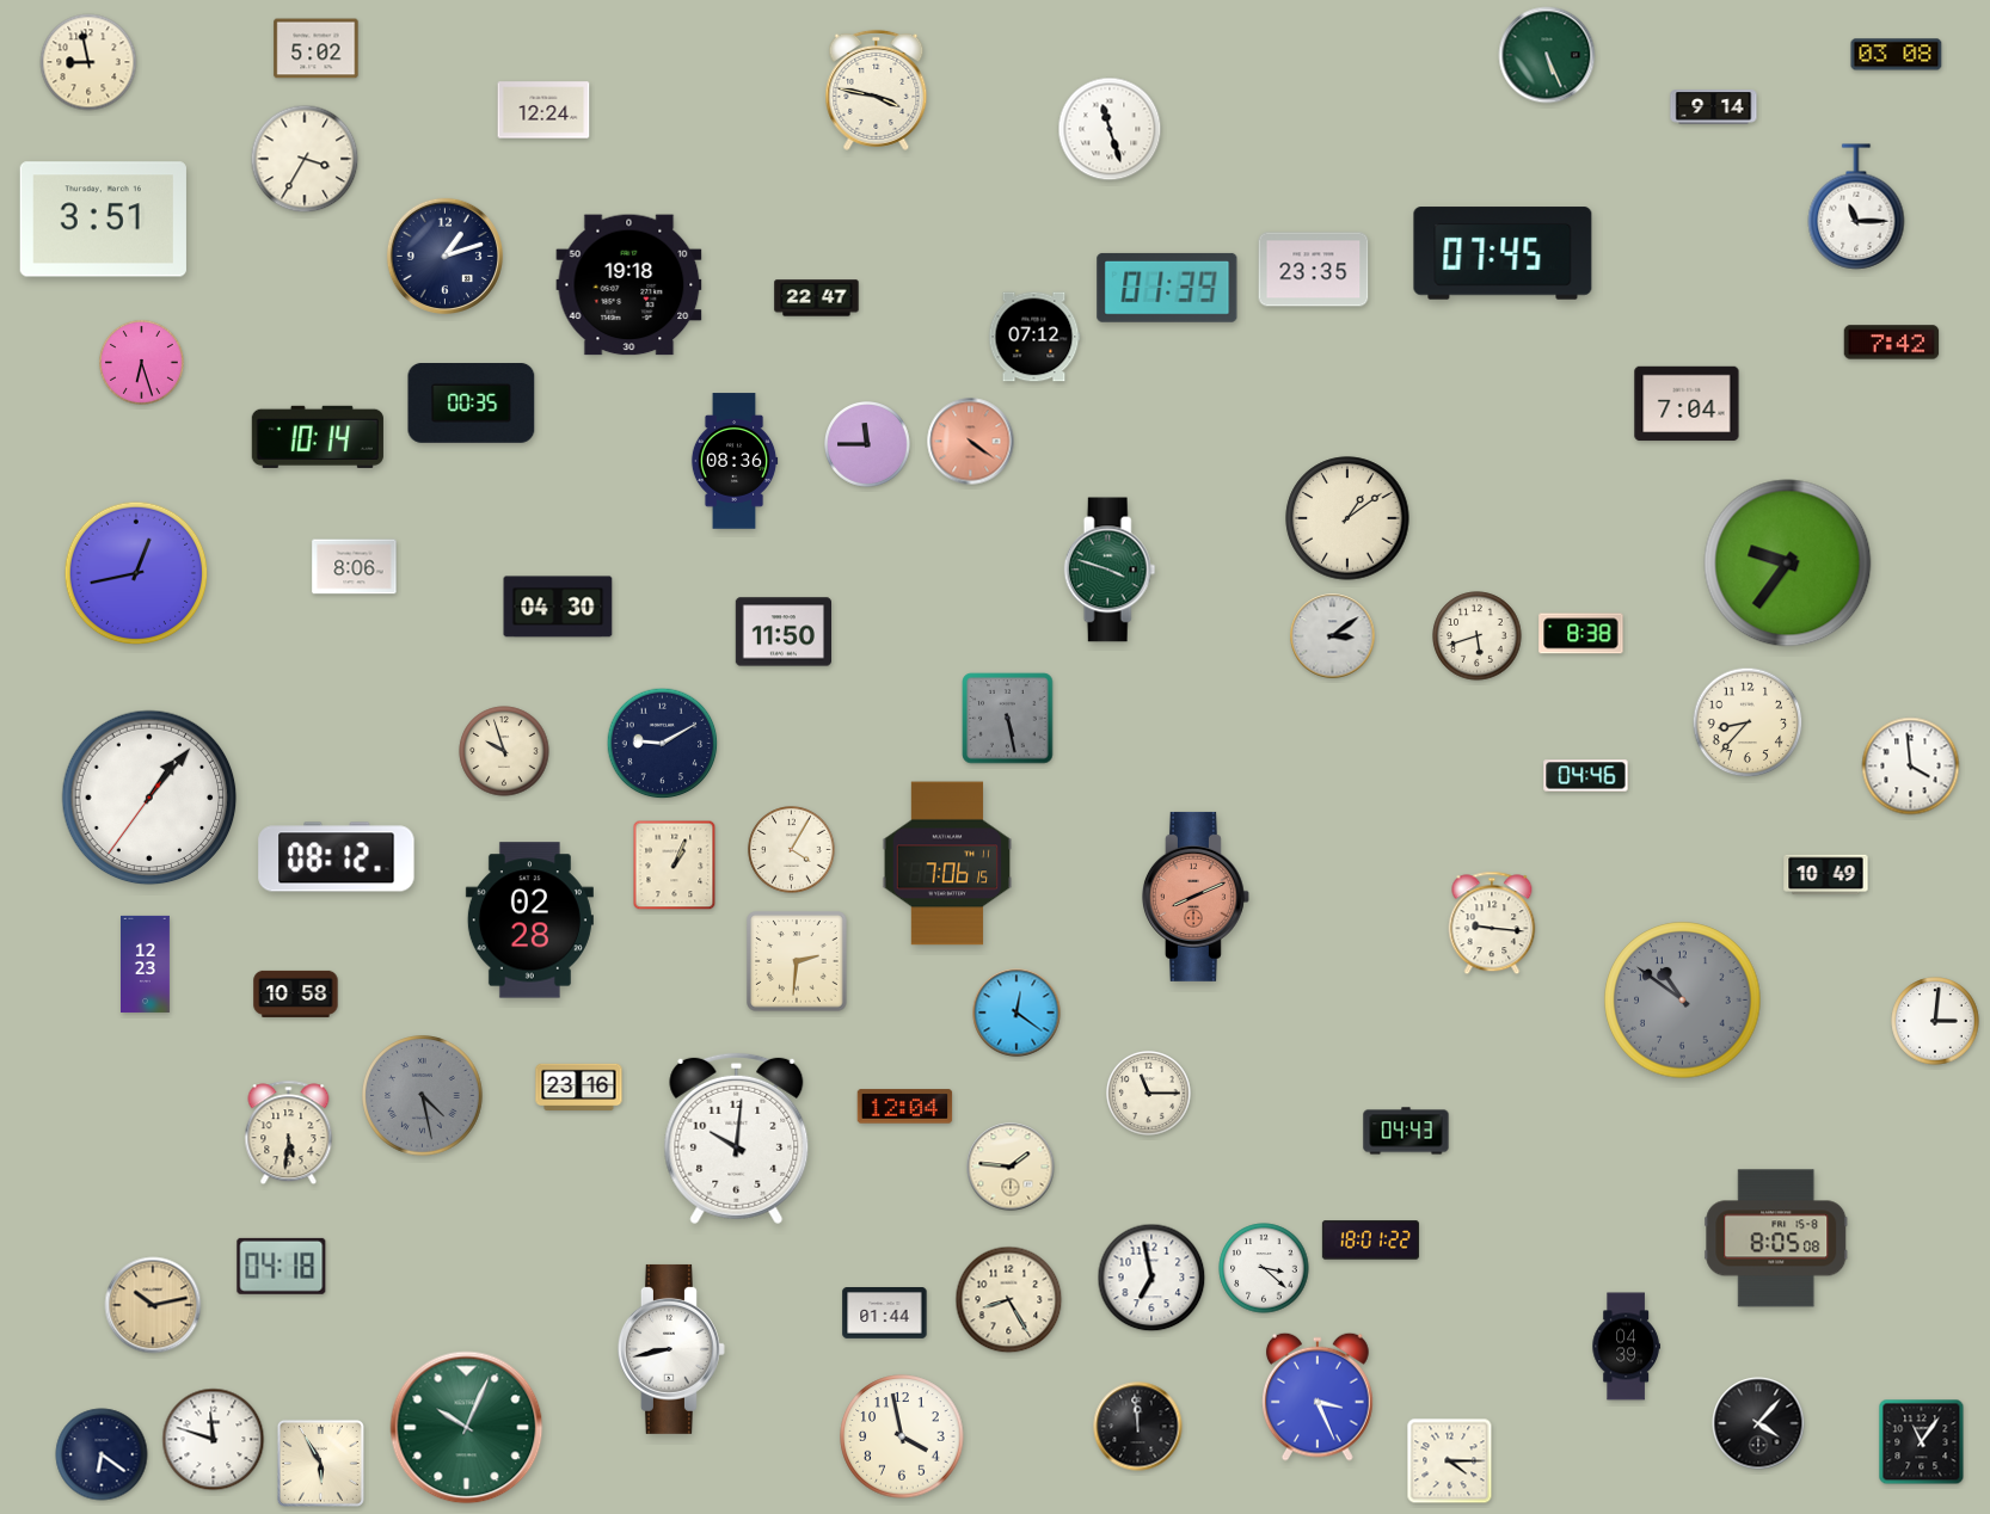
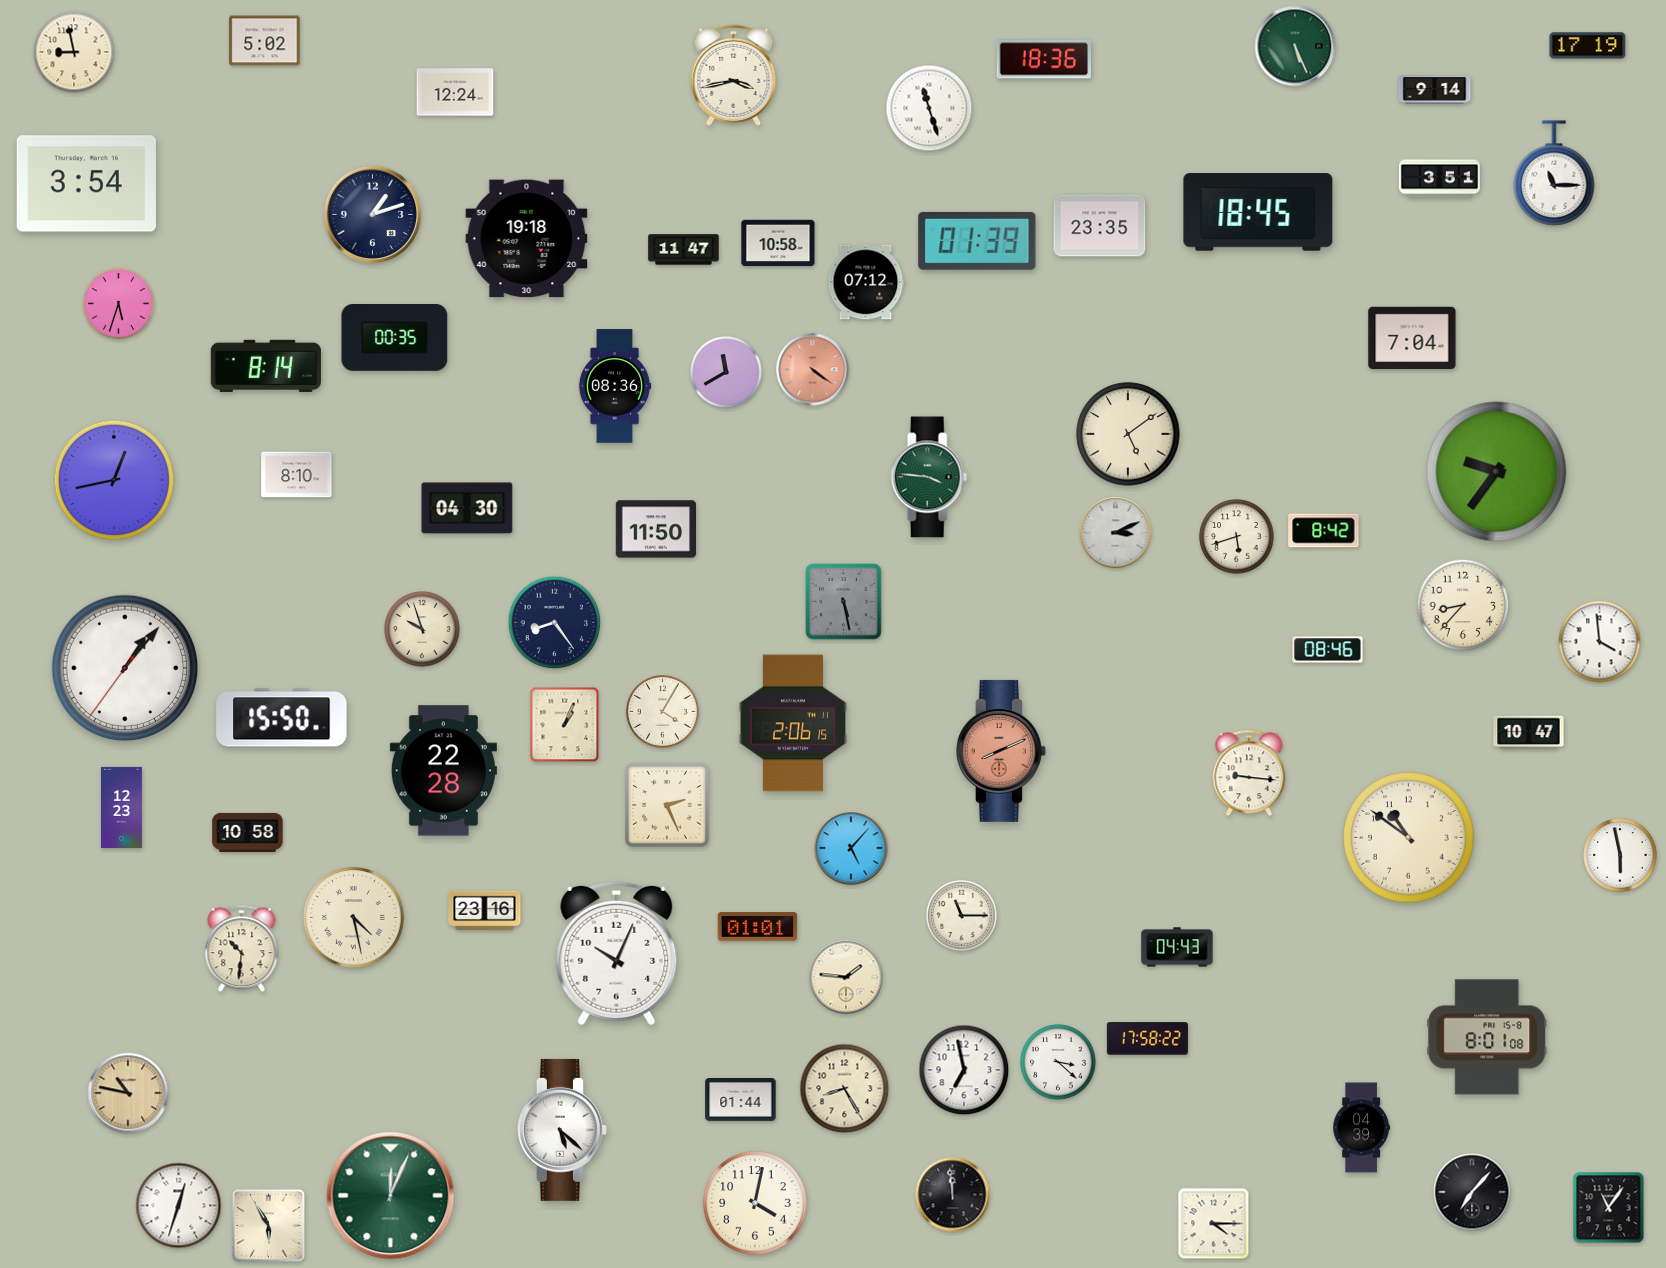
clock at (1897, 55): 03:08 -> 17:19
clock at (1043, 59): none -> 18:36
clock at (877, 90): 3:47 -> 3:43
clock at (305, 159): 3:35 -> none
clock at (1439, 179): none -> 3:51
clock at (103, 220): 3:51 -> 3:54
clock at (1503, 253): 07:45 -> 18:45
clock at (778, 243): none -> 10:58
clock at (817, 299): 22:47 -> 11:47
clock at (1892, 343): 7:42 -> none
clock at (141, 362): 6:27 -> 5:33
clock at (318, 437): 10:14 -> 8:14
clock at (868, 445): 11:45 -> 11:40
clock at (1347, 518): 1:09 -> 5:09
clock at (355, 567): 8:06 -> 8:10
clock at (1110, 570): 3:48 -> 3:46
clock at (1581, 634): 8:38 -> 8:42
clock at (1333, 636): 3:09 -> 3:11
clock at (1478, 636) position: (1478, 636) -> (1237, 537)
clock at (663, 744): 9:10 -> 8:24
clock at (1586, 776): 04:46 -> 08:46
clock at (337, 857): 08:12 -> 15:50
clock at (947, 863): 7:06 -> 2:06
clock at (1826, 875): 10:49 -> 10:47
clock at (529, 921): 02:28 -> 22:28
clock at (797, 961): 2:31 -> 2:26
clock at (1683, 1001) dial: grey -> cream
clock at (1017, 1013): 12:21 -> 5:07
clock at (1935, 1021): 3:01 -> 5:58
clock at (423, 1096) dial: grey -> cream
clock at (905, 1107): 12:04 -> 01:01
clock at (289, 1133): 5:31 -> 10:31
clock at (737, 1139): 10:01 -> 10:04
clock at (1776, 1238): 8:05 -> 8:01
clock at (1370, 1241): 18:01 -> 17:58
clock at (282, 1266): 04:18 -> none
clock at (153, 1305): 10:13 -> 10:47
clock at (671, 1349): 8:43 -> 5:22
clock at (1319, 1397): 3:26 -> none
clock at (1758, 1423): 4:07 -> 7:07
clock at (467, 1428): 10:04 -> 12:04
clock at (902, 1436): 3:58 -> 4:02
clock at (214, 1440): 11:48 -> 12:33
clock at (102, 1454): 6:21 -> none
